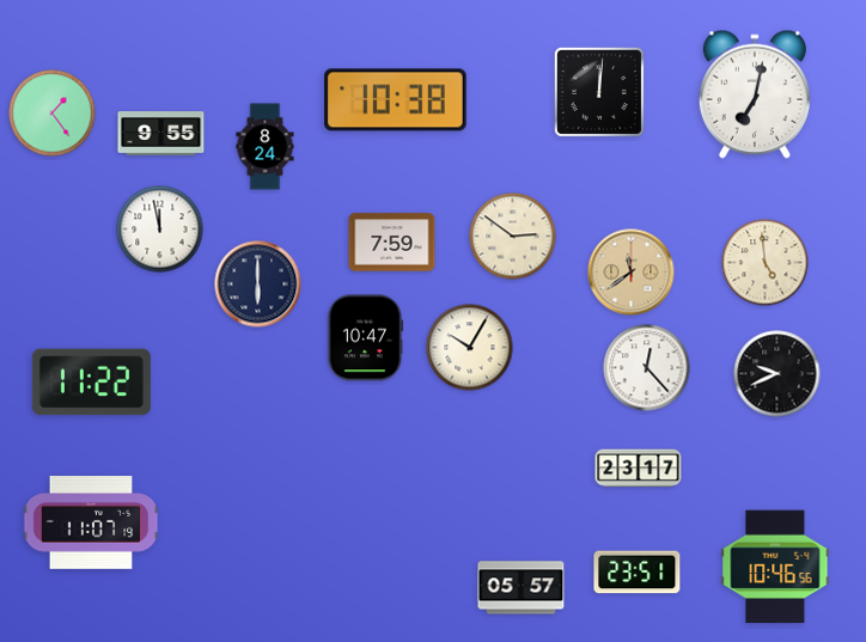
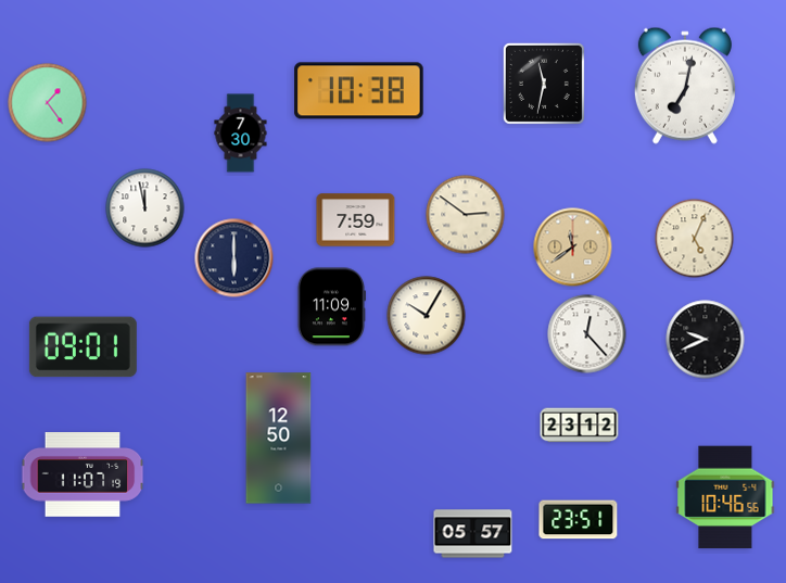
clock at (599, 92): 12:01 -> 11:32
clock at (161, 134): 9:55 -> none
clock at (266, 147): 8:24 -> 7:30
clock at (766, 263): 4:59 -> 5:04
clock at (364, 338): 10:47 -> 11:09
clock at (91, 383): 11:22 -> 09:01
clock at (639, 469): 23:17 -> 23:12
clock at (279, 439): none -> 12:50
clock at (775, 567) position: (775, 567) -> (725, 497)
